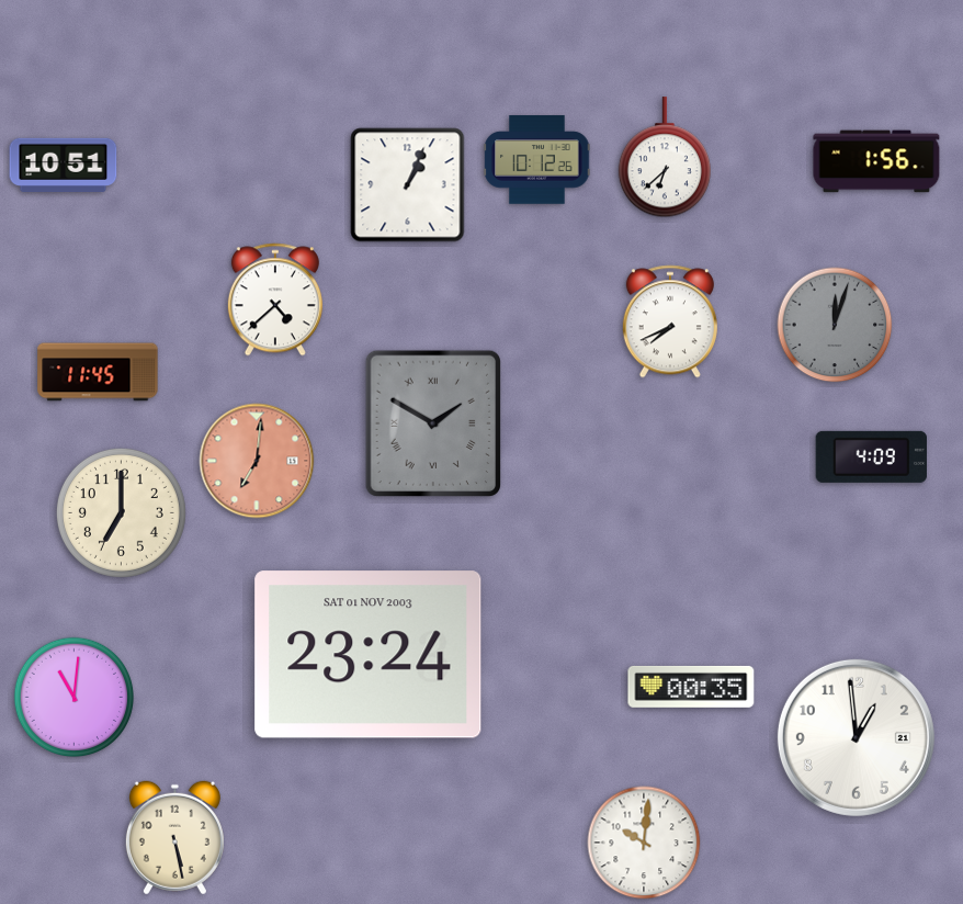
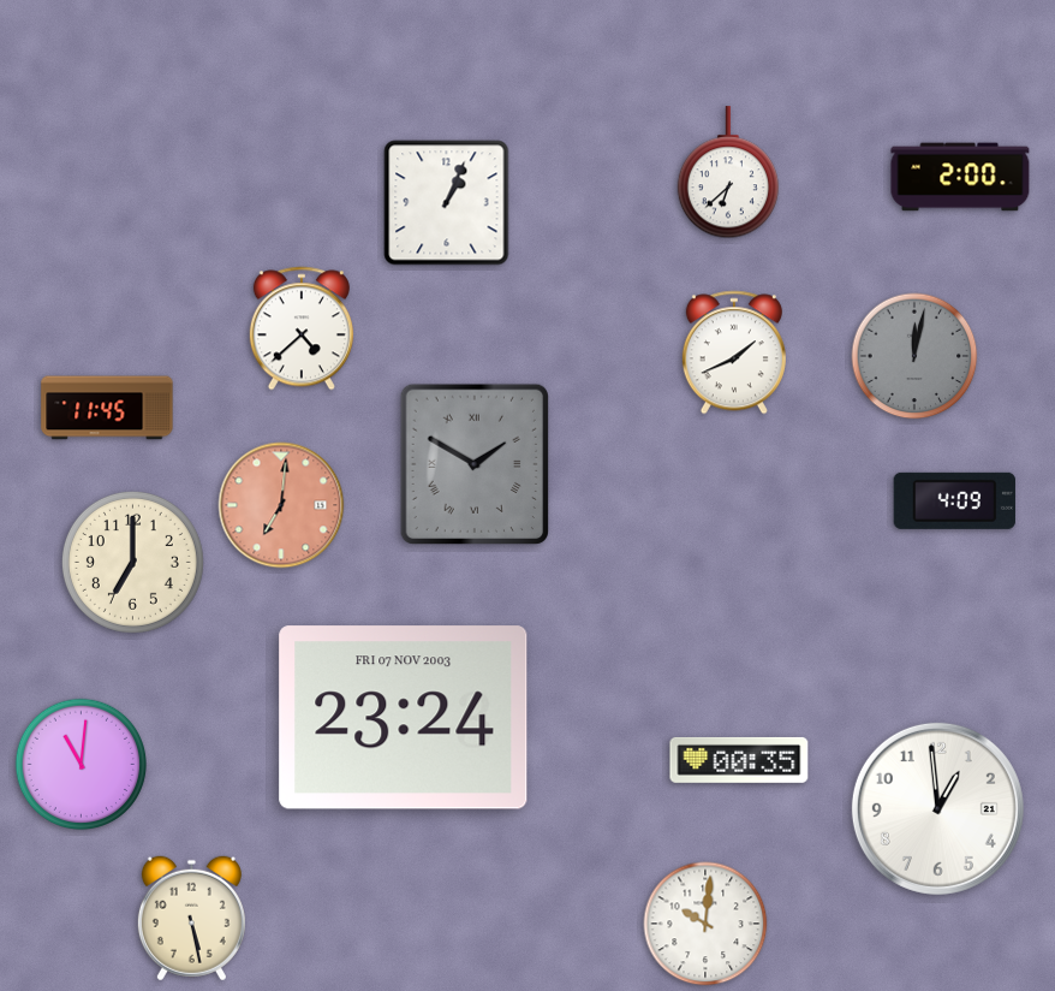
clock at (537, 160): 10:12 -> none
clock at (876, 161): 1:56 -> 2:00
clock at (64, 165): 10:51 -> none
clock at (670, 321): 7:41 -> 1:41
clock at (835, 325): 12:03 -> 12:02
clock at (369, 655) date: SAT 01 NOV 2003 -> FRI 07 NOV 2003
clock at (691, 687) position: (691, 687) -> (739, 760)
